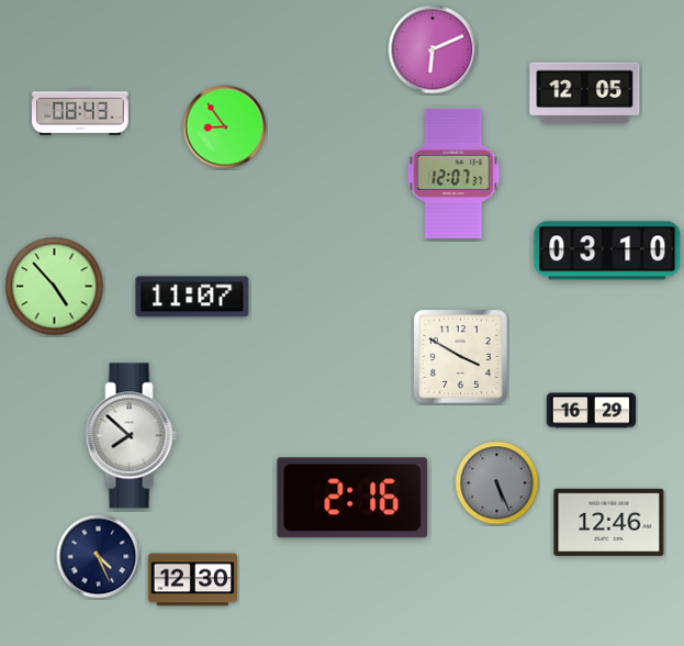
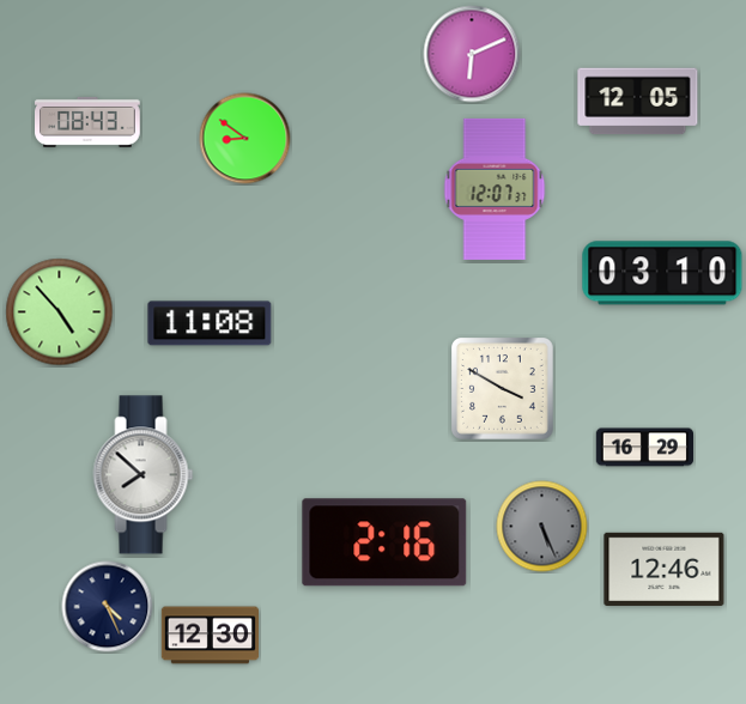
clock at (225, 127): 8:54 -> 8:51
clock at (192, 297): 11:07 -> 11:08
clock at (192, 580) position: (192, 580) -> (210, 636)
